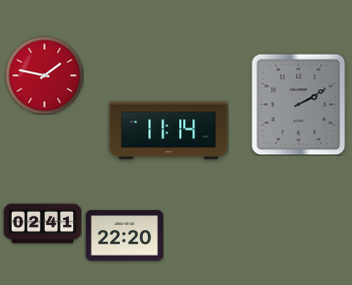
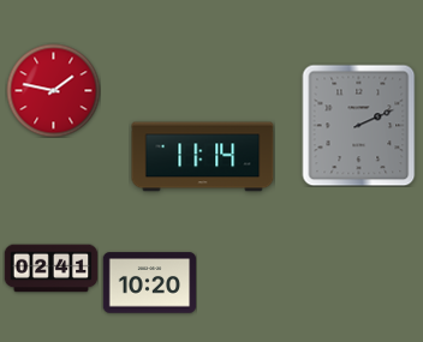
clock at (299, 104): 2:10 -> 2:11
clock at (124, 236): 22:20 -> 10:20
